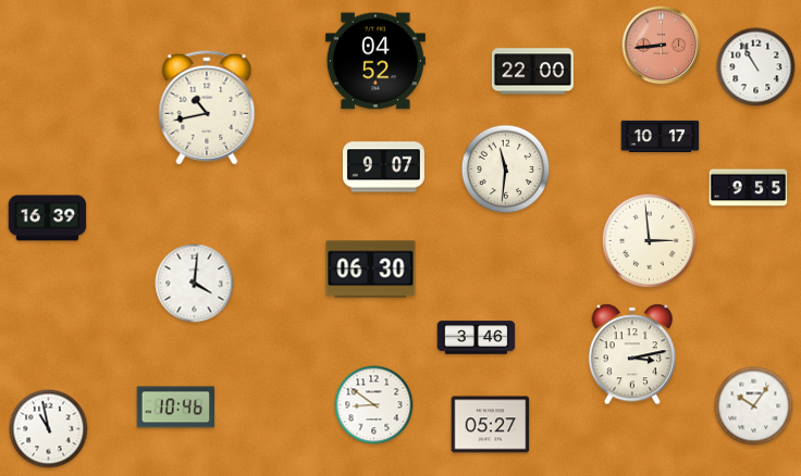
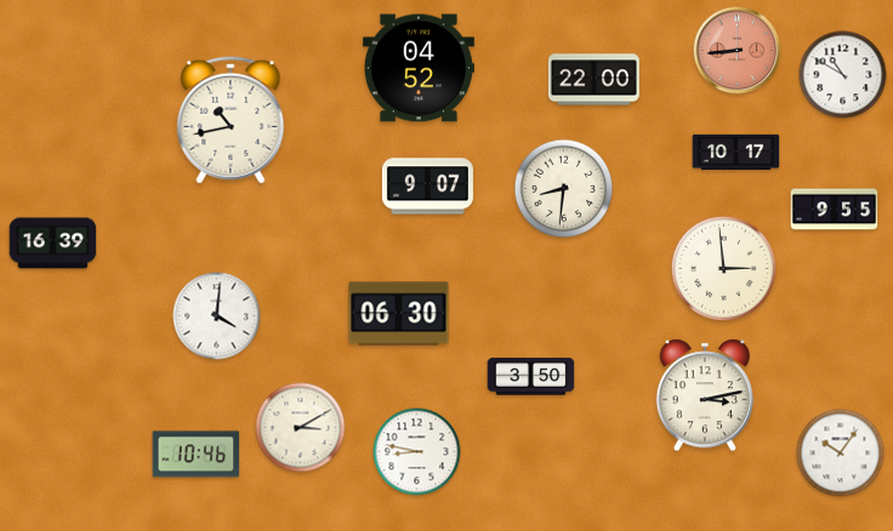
clock at (756, 67): 10:55 -> 10:50
clock at (506, 170): 11:31 -> 8:31
clock at (371, 270) position: (371, 270) -> (399, 314)
clock at (477, 338): 3:46 -> 3:50
clock at (301, 428): none -> 3:10
clock at (374, 405): 8:51 -> 8:47
clock at (491, 425): 05:27 -> none
clock at (49, 429): 10:58 -> none
